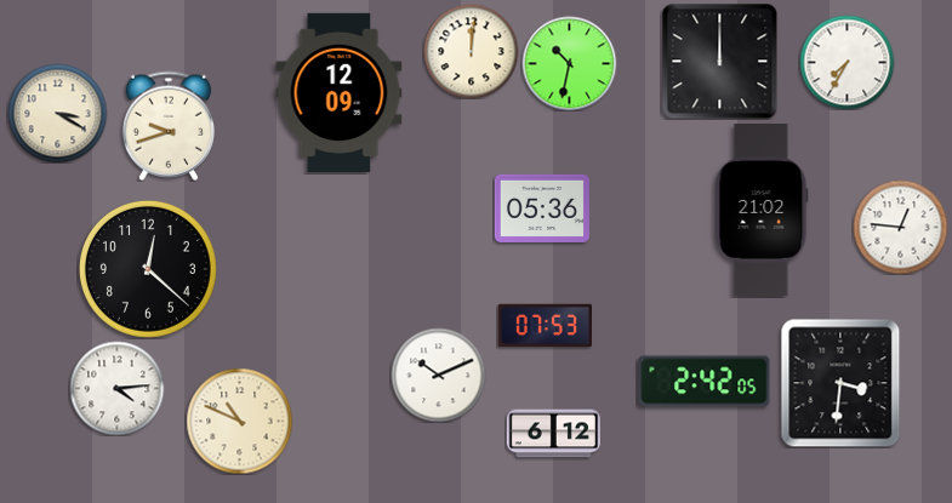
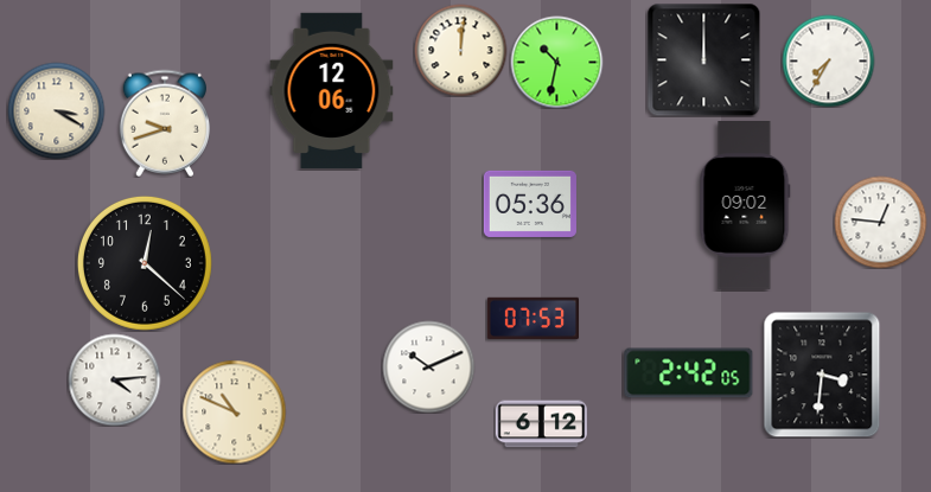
clock at (340, 92): 12:09 -> 12:06
clock at (762, 211): 21:02 -> 09:02
